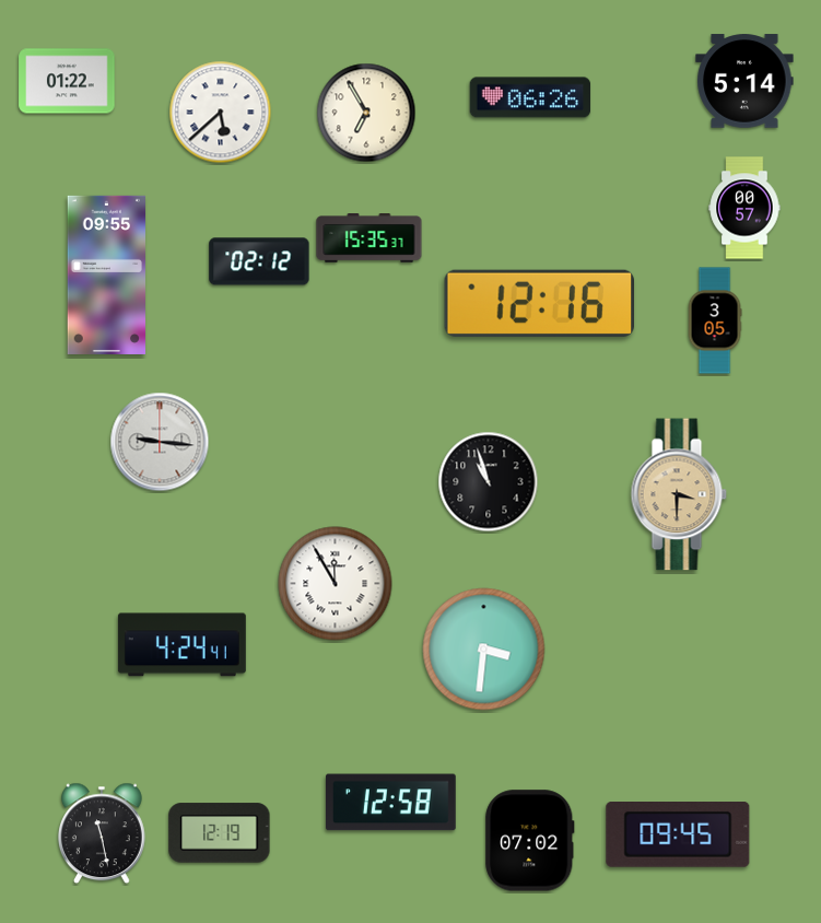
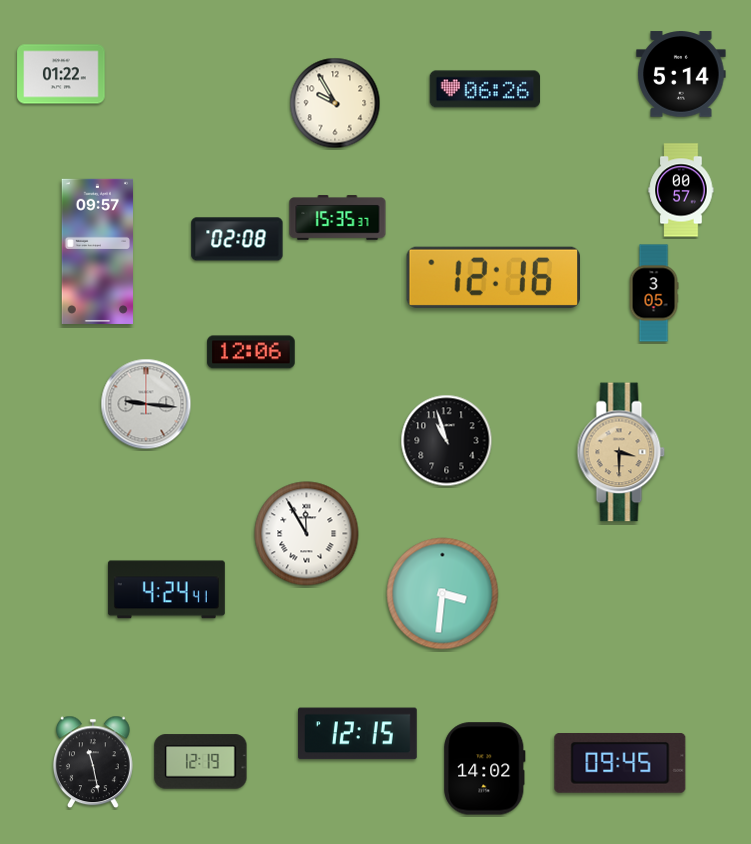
clock at (221, 113): 5:38 -> none
clock at (366, 113): 6:55 -> 9:55
clock at (259, 261): 02:12 -> 02:08
clock at (107, 274): 09:55 -> 09:57
clock at (251, 352): none -> 12:06
clock at (390, 803): 12:58 -> 12:15
clock at (530, 841): 07:02 -> 14:02
